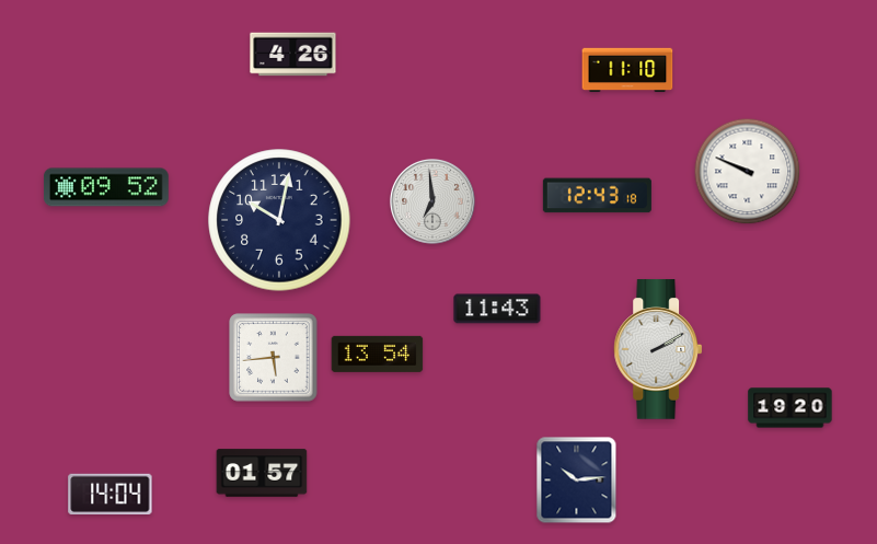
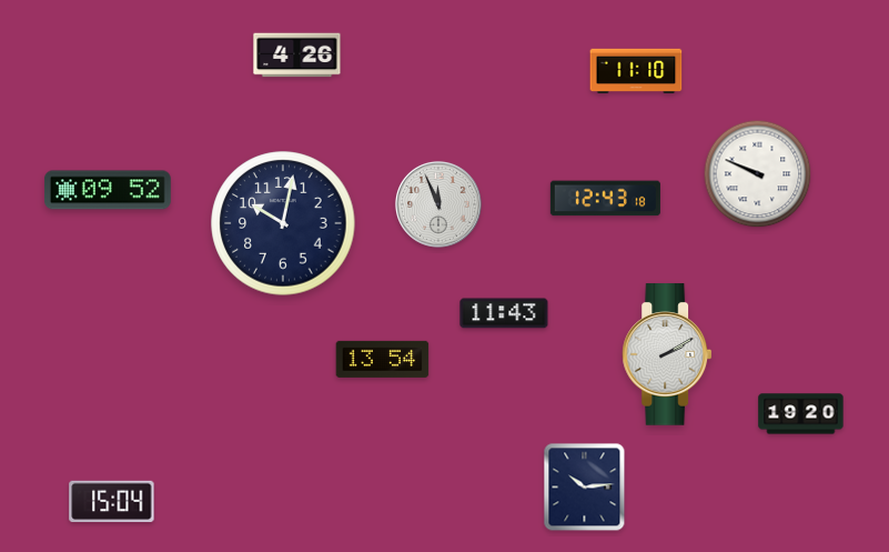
clock at (432, 201): 6:59 -> 11:56
clock at (274, 358): 5:44 -> none
clock at (262, 473): 01:57 -> none
clock at (111, 494): 14:04 -> 15:04
